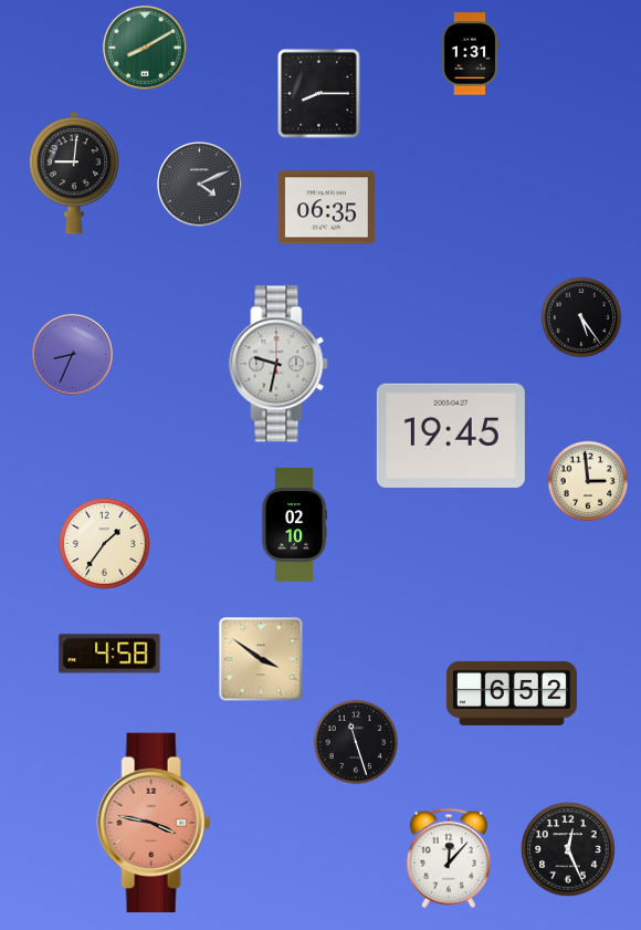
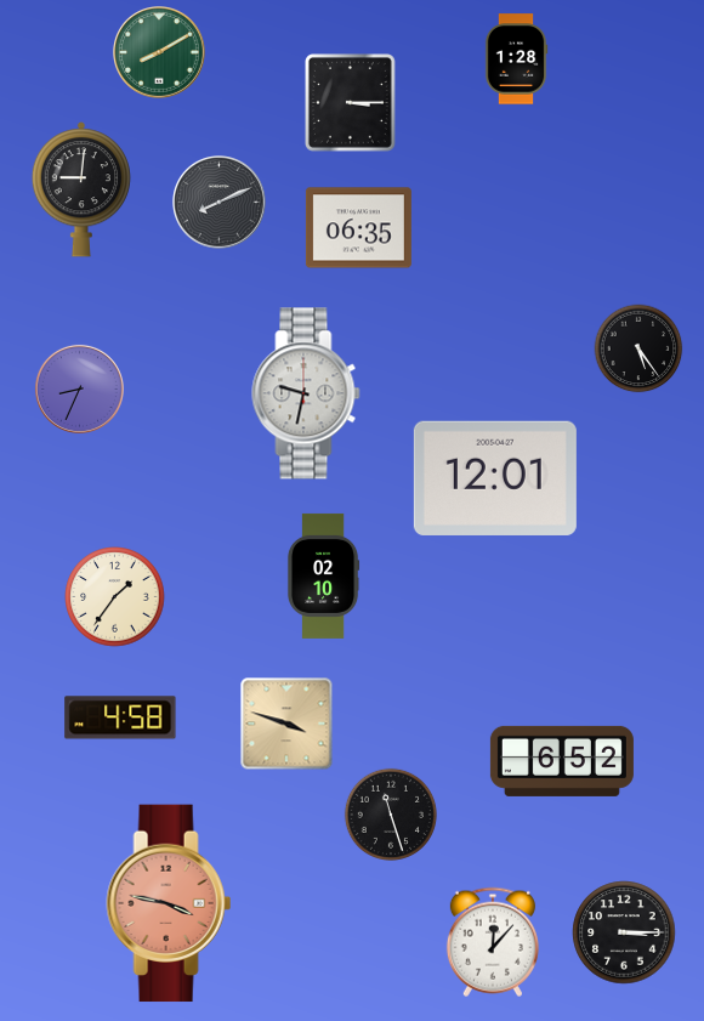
clock at (470, 54): 1:31 -> 1:28
clock at (319, 94): 8:15 -> 3:15
clock at (200, 185): 4:11 -> 8:11
clock at (279, 364) position: (279, 364) -> (306, 393)
clock at (451, 436): 19:45 -> 12:01
clock at (588, 481): 2:59 -> none
clock at (261, 659): 3:51 -> 3:48
clock at (568, 849): 12:26 -> 3:15
